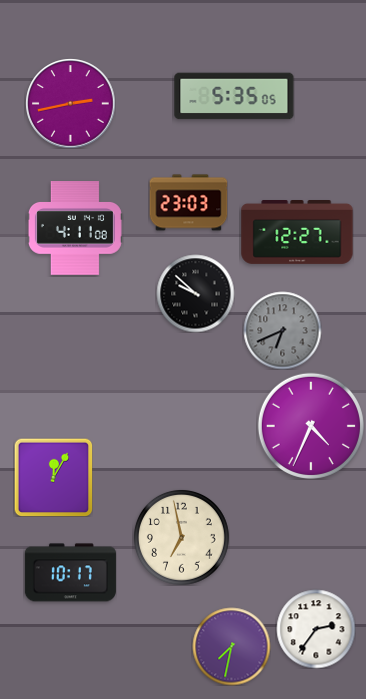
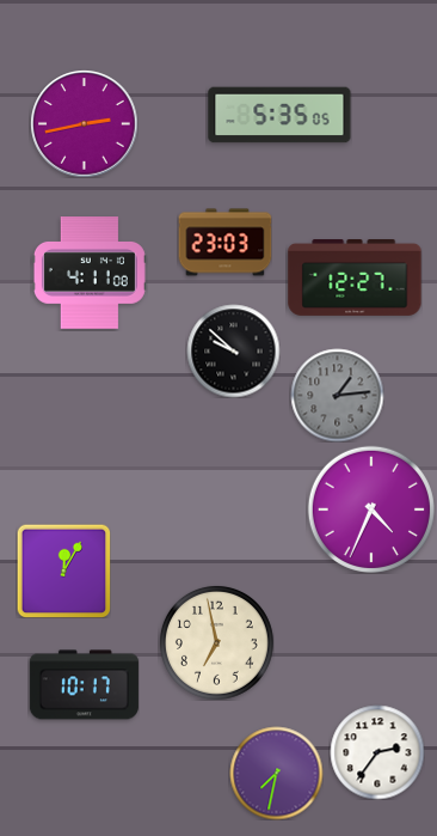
clock at (282, 330): 6:41 -> 1:14
